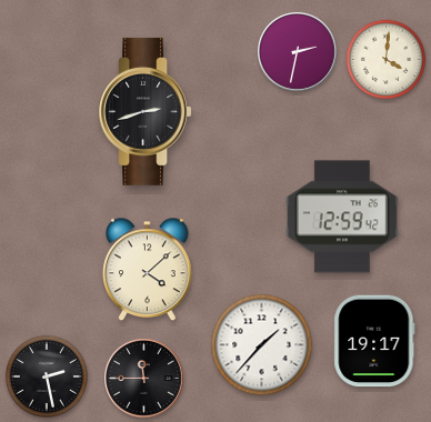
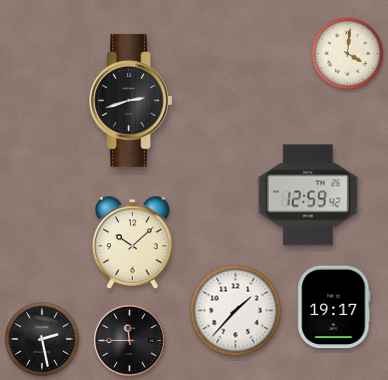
clock at (298, 52): 2:32 -> none
clock at (148, 270): 4:08 -> 10:08
clock at (374, 341) position: (374, 341) -> (334, 307)
